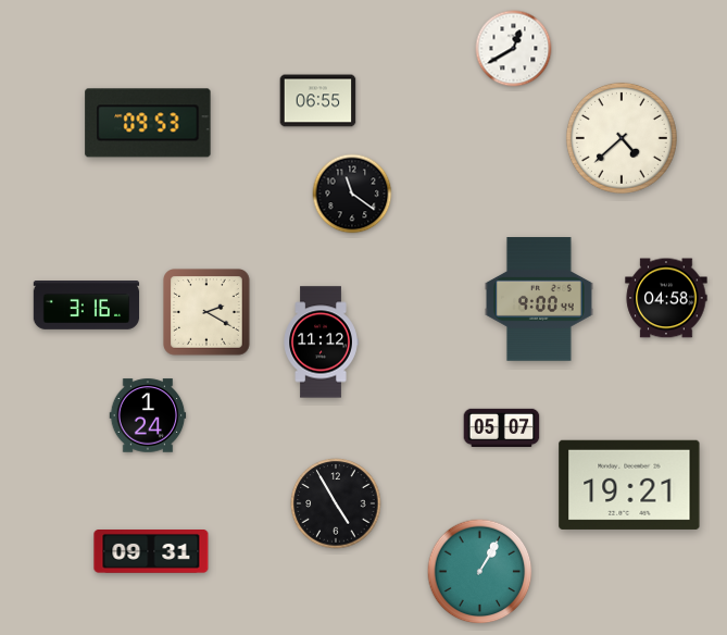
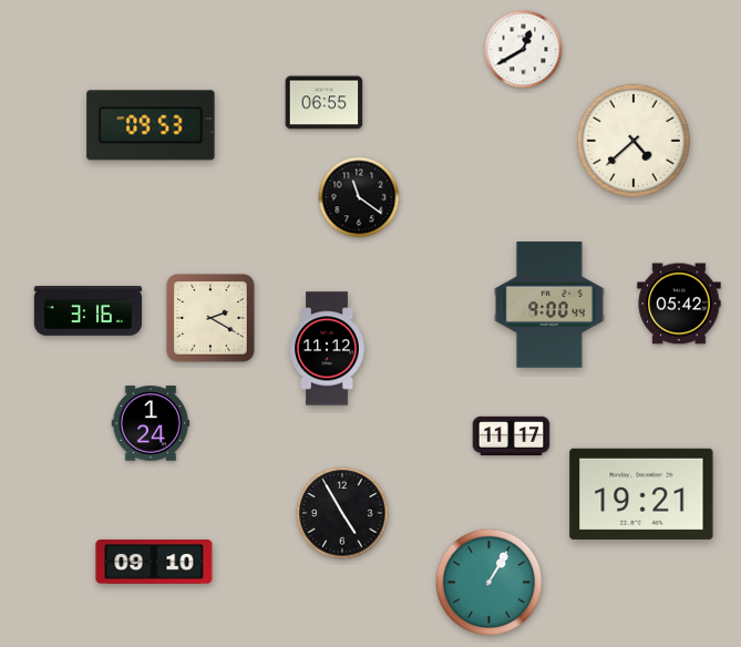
clock at (666, 298): 04:58 -> 05:42
clock at (502, 427): 05:07 -> 11:17
clock at (151, 552): 09:31 -> 09:10
